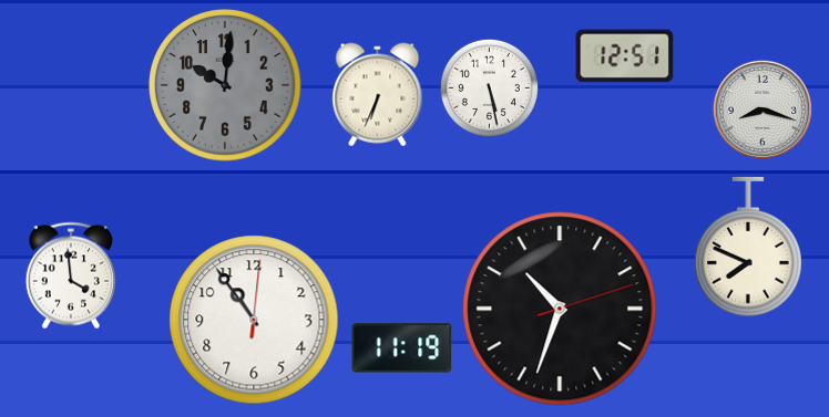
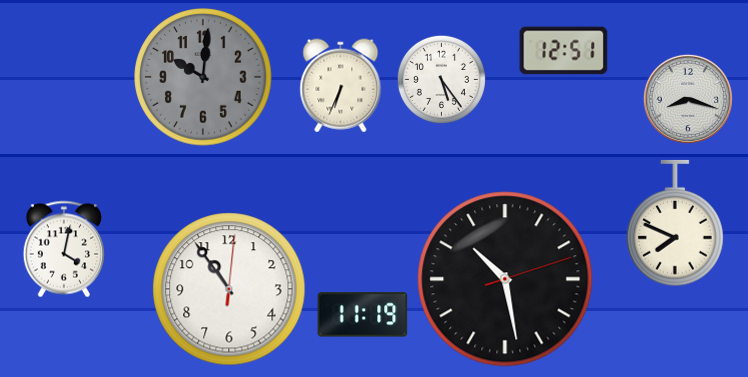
clock at (489, 87): 5:28 -> 5:24
clock at (70, 275): 3:59 -> 4:02
clock at (560, 309): 10:33 -> 10:28
